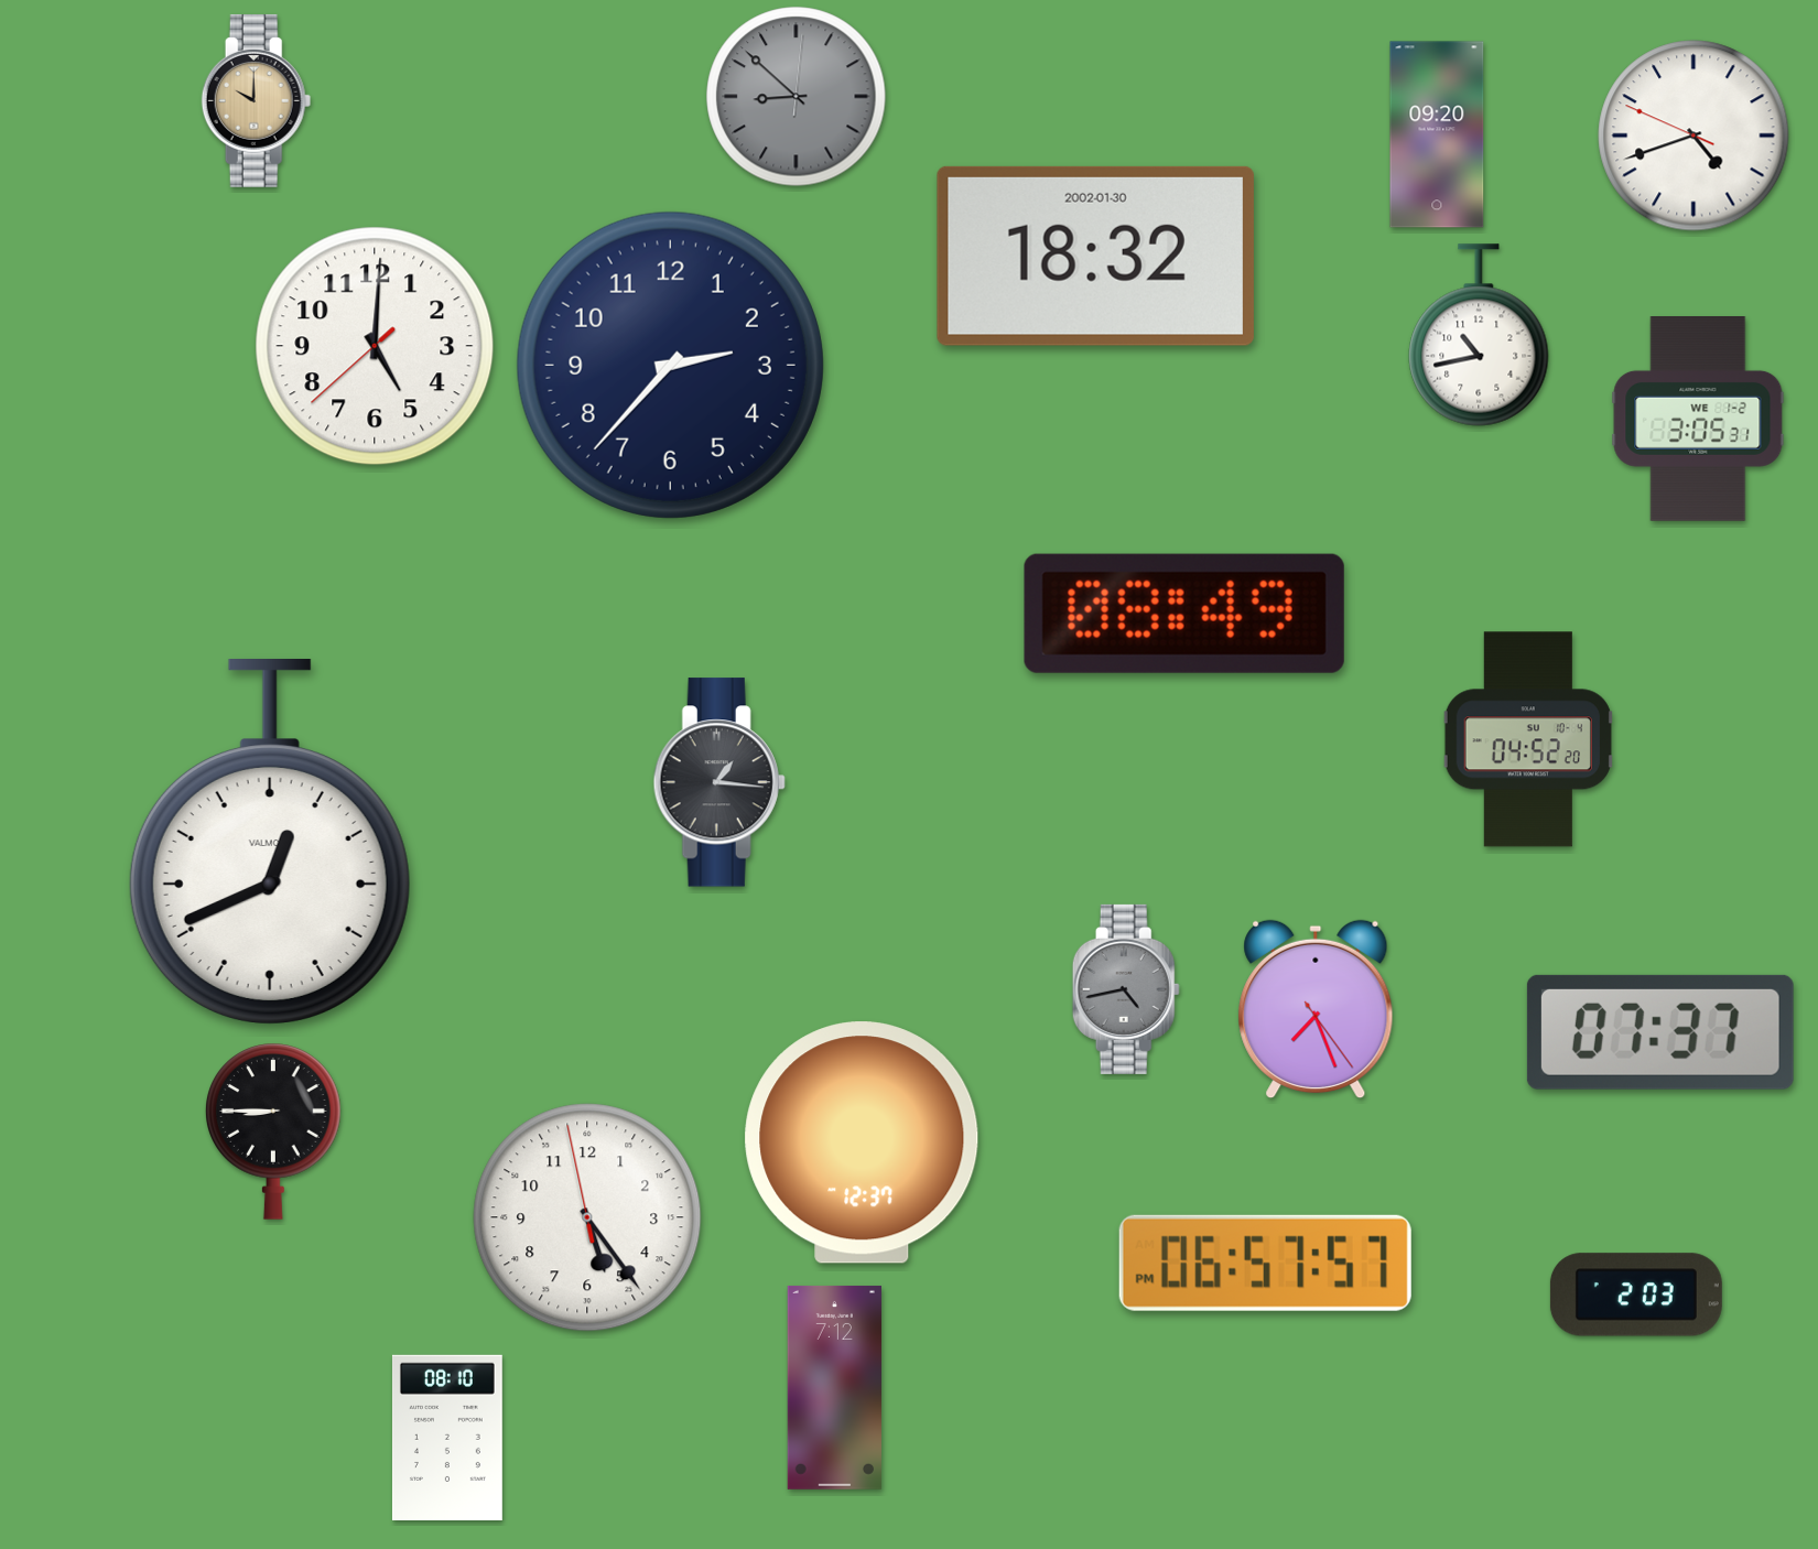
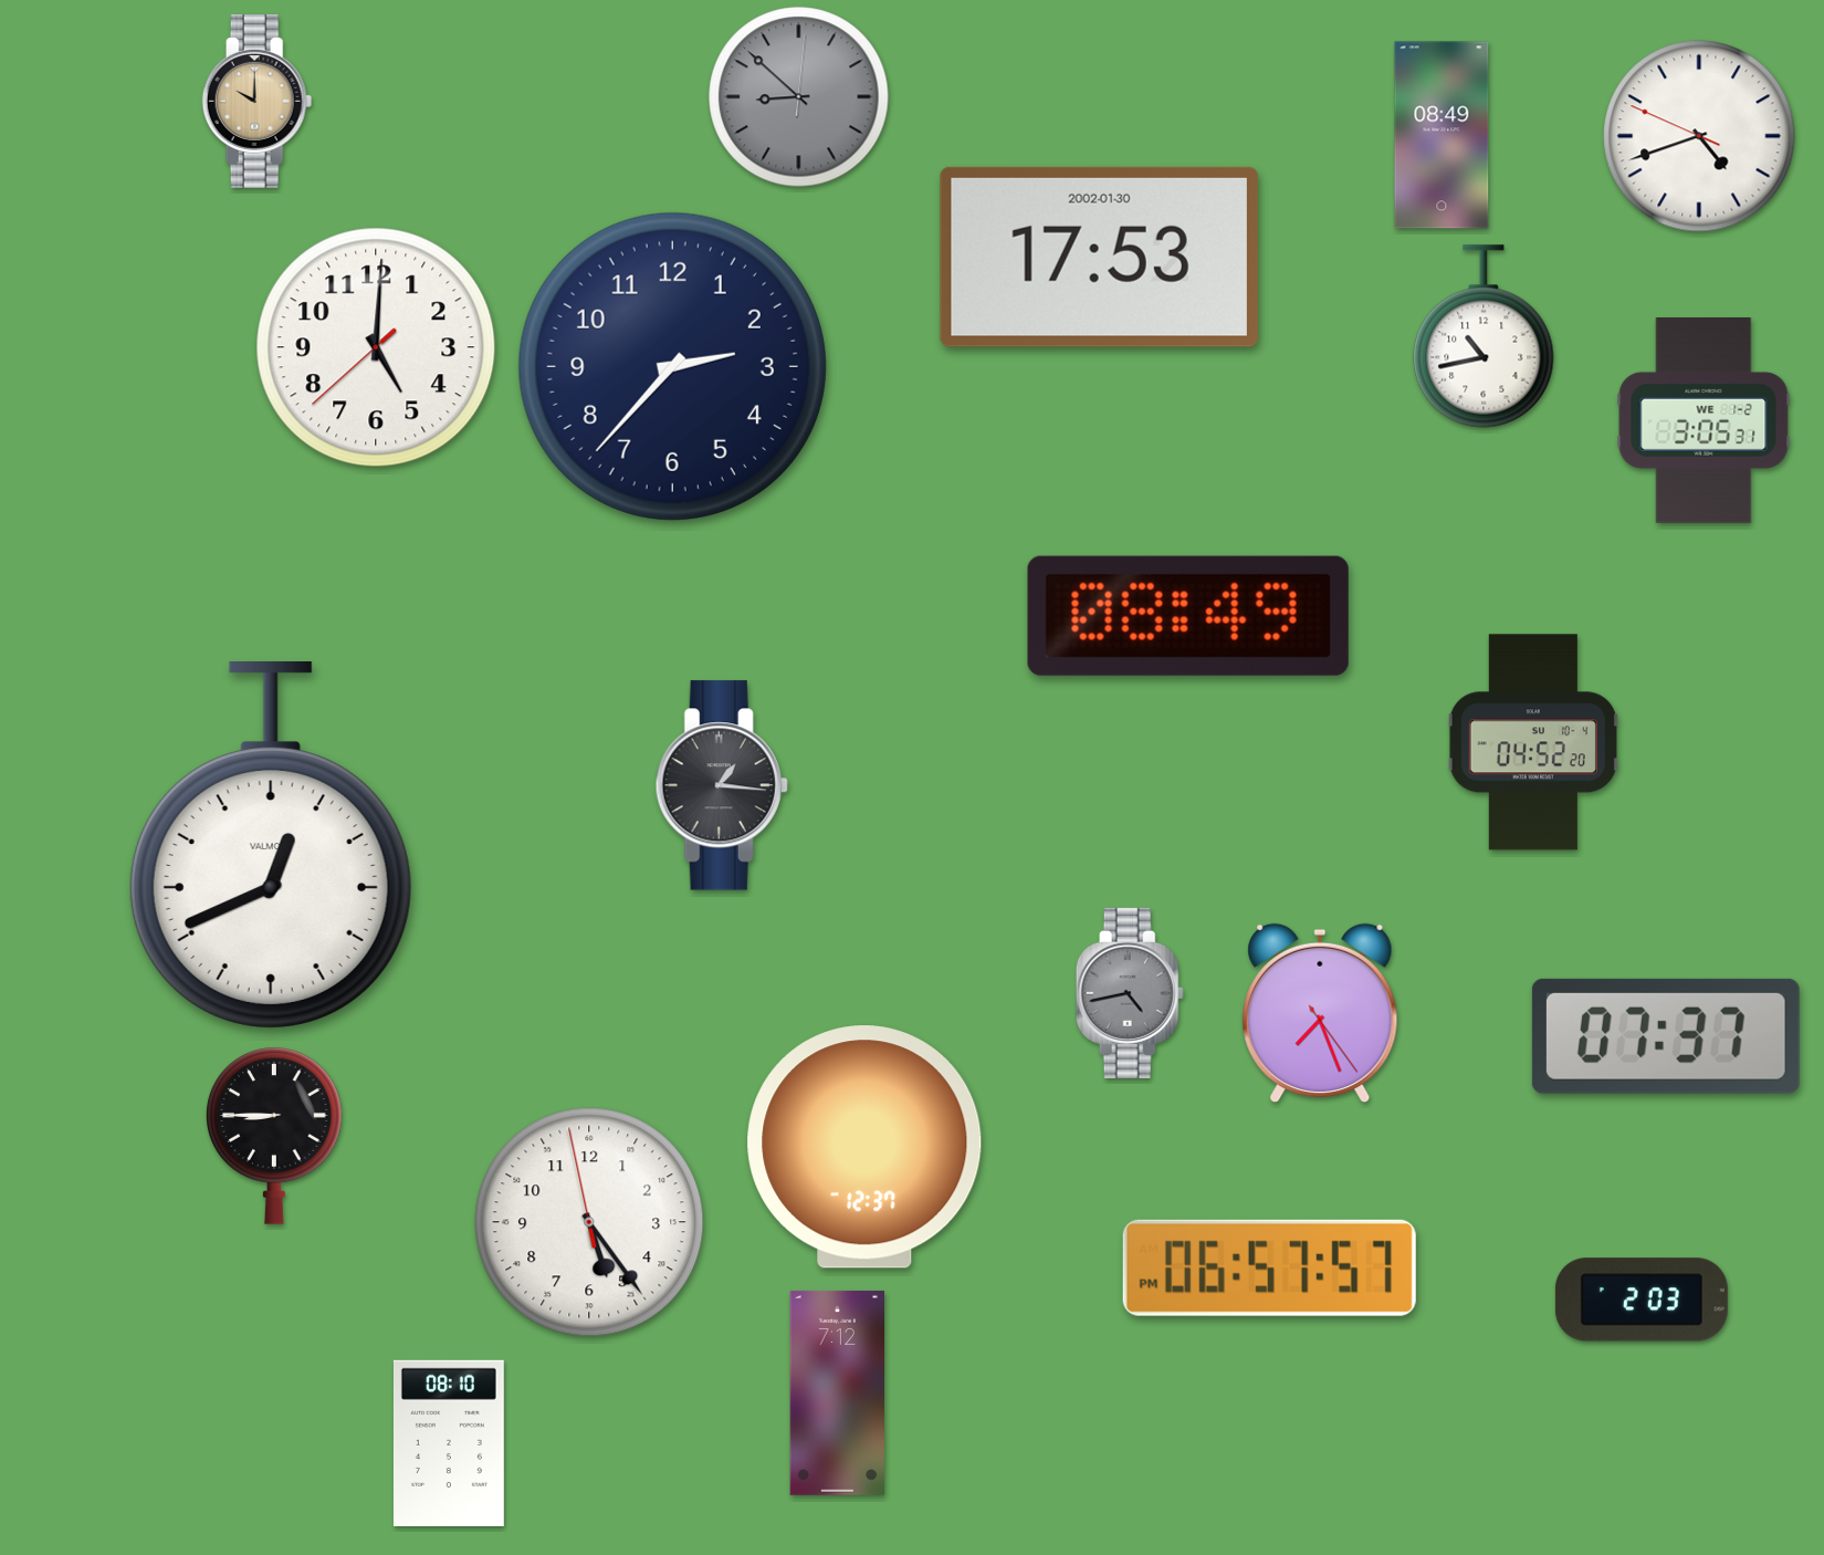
clock at (1437, 134): 09:20 -> 08:49
clock at (1095, 256): 18:32 -> 17:53
